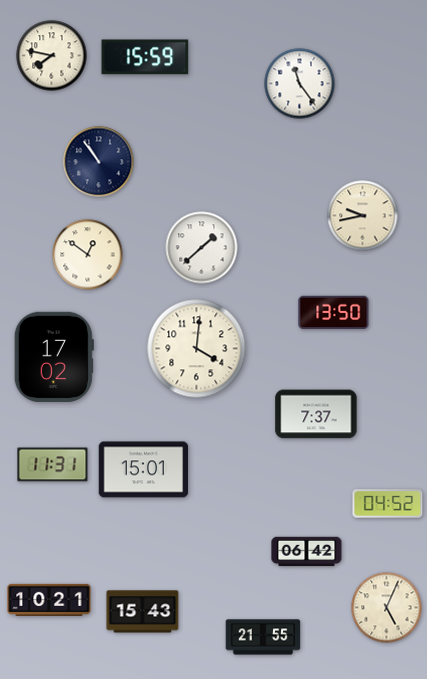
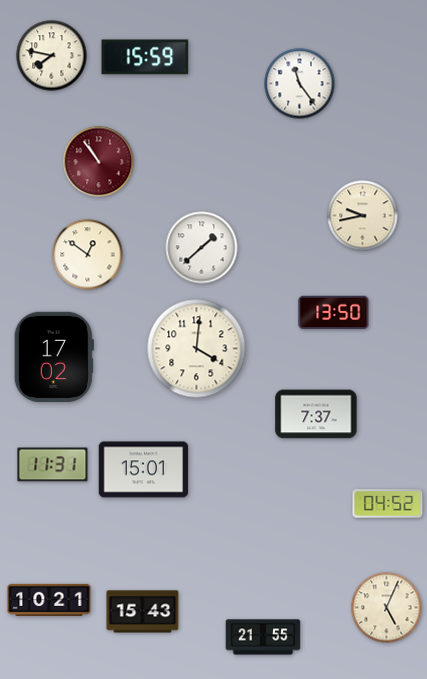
clock at (99, 162) dial: navy -> burgundy
clock at (307, 552): 06:42 -> none
